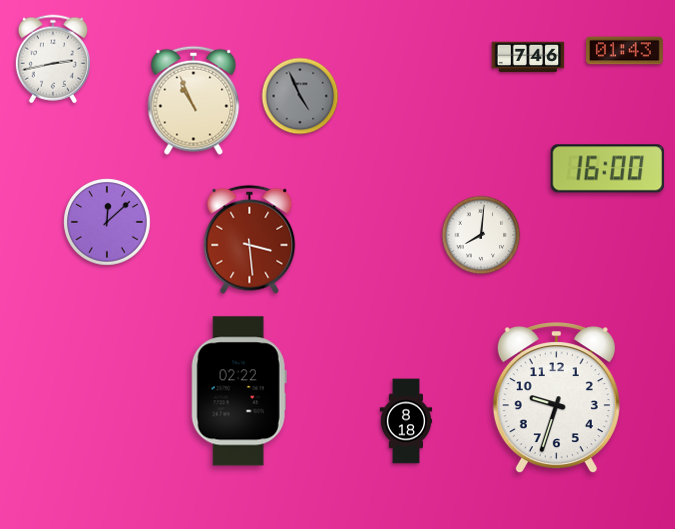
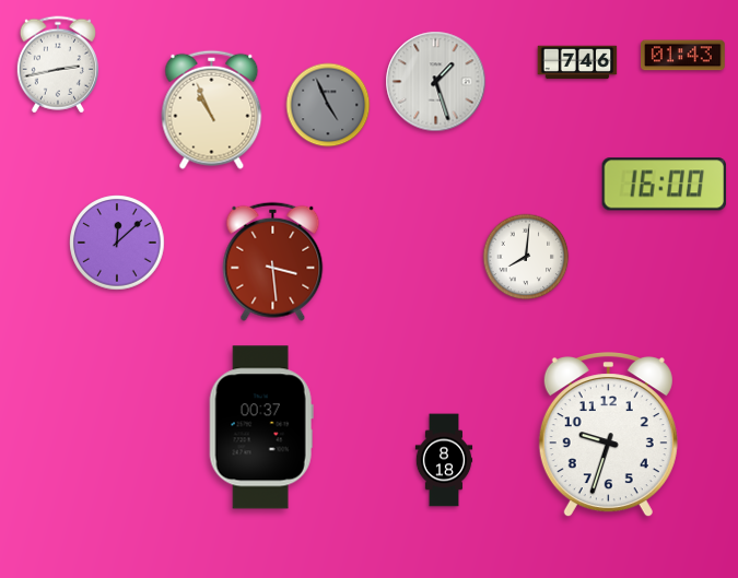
clock at (436, 82): none -> 1:27
clock at (239, 391): 02:22 -> 00:37
